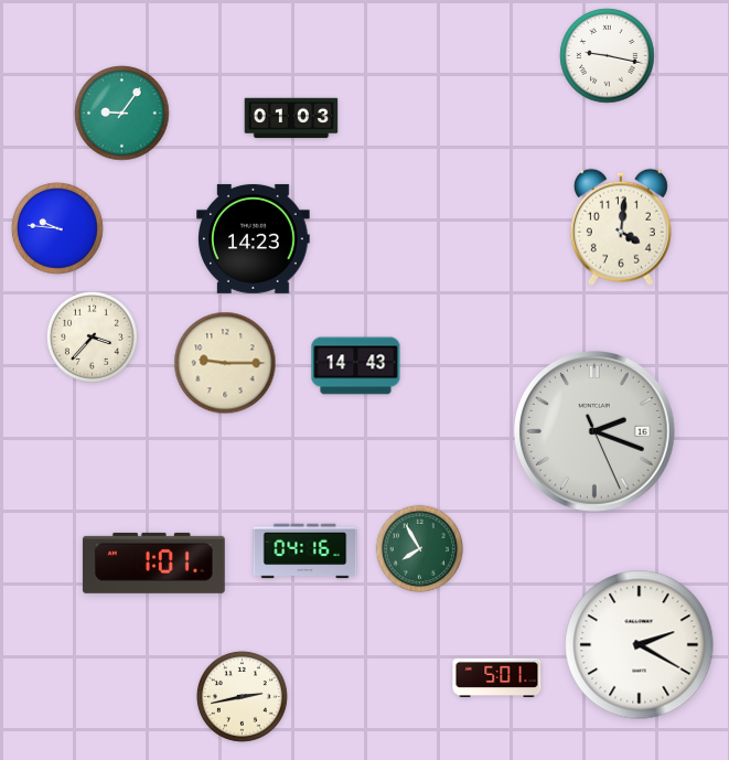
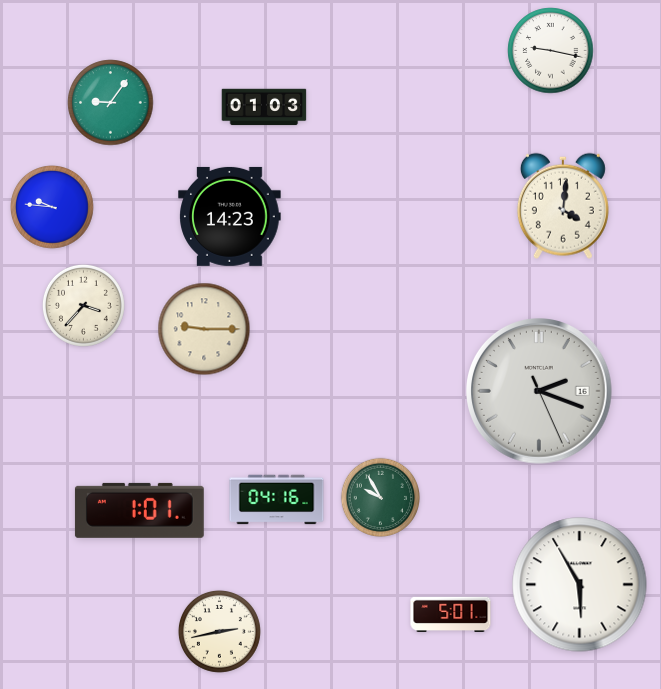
clock at (356, 366): 14:43 -> none
clock at (420, 549): 7:55 -> 9:55
clock at (640, 645): 2:20 -> 5:55
